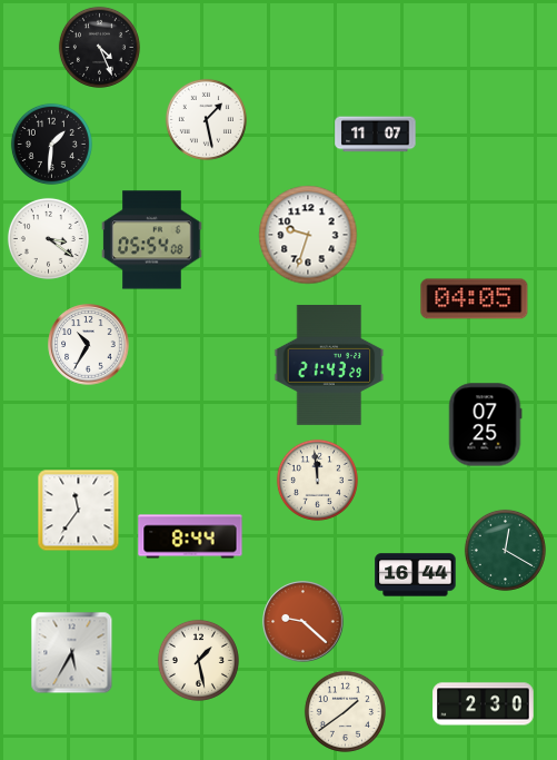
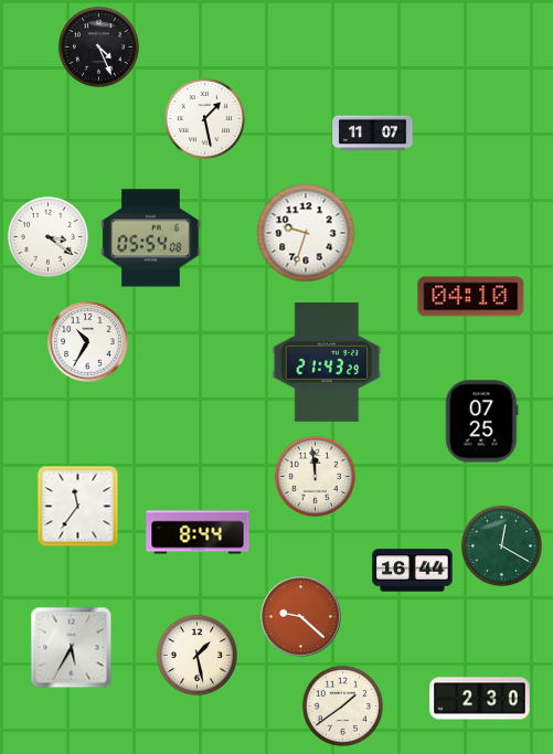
clock at (51, 144): 1:31 -> none
clock at (475, 299): 04:05 -> 04:10
clock at (190, 536) position: (190, 536) -> (198, 532)
